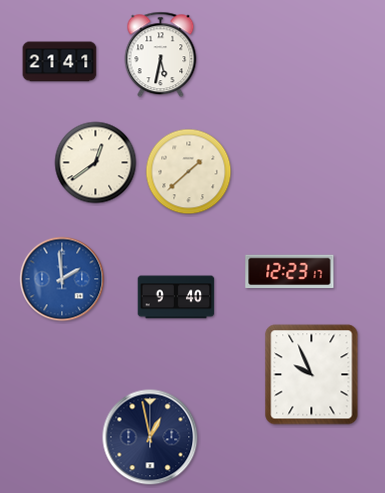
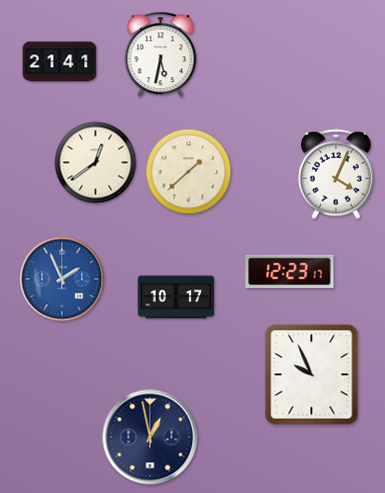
clock at (337, 174): none -> 4:04
clock at (62, 279): 1:59 -> 1:56
clock at (176, 297): 9:40 -> 10:17
